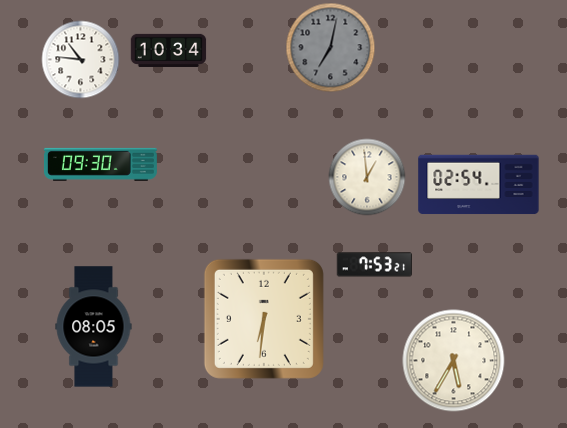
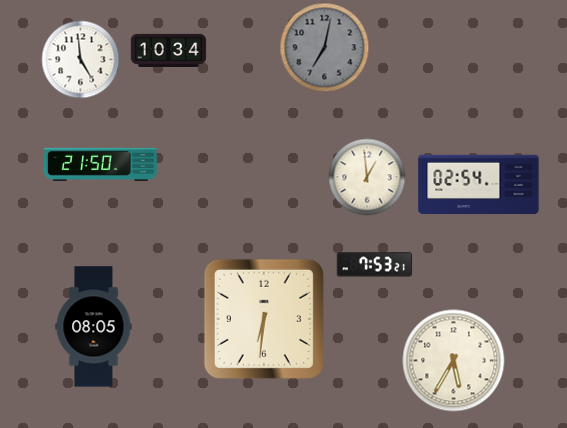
clock at (331, 48) position: (331, 48) -> (325, 48)
clock at (81, 60): 10:46 -> 4:59
clock at (100, 164): 09:30 -> 21:50
